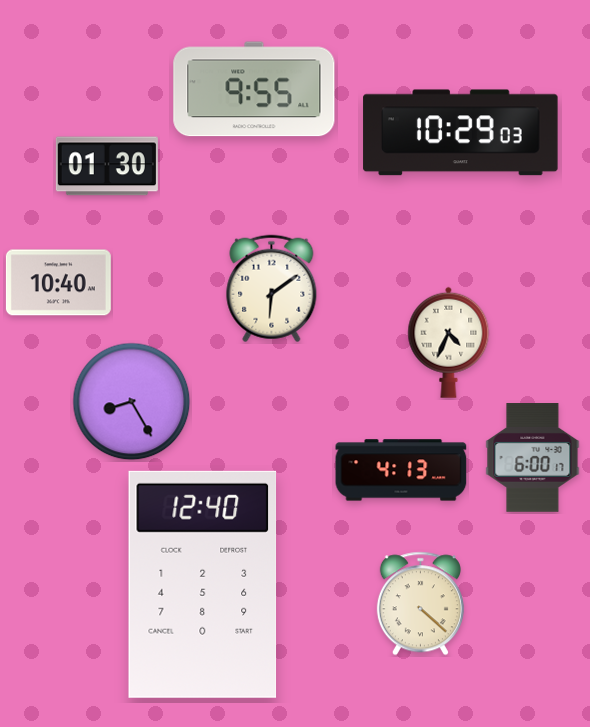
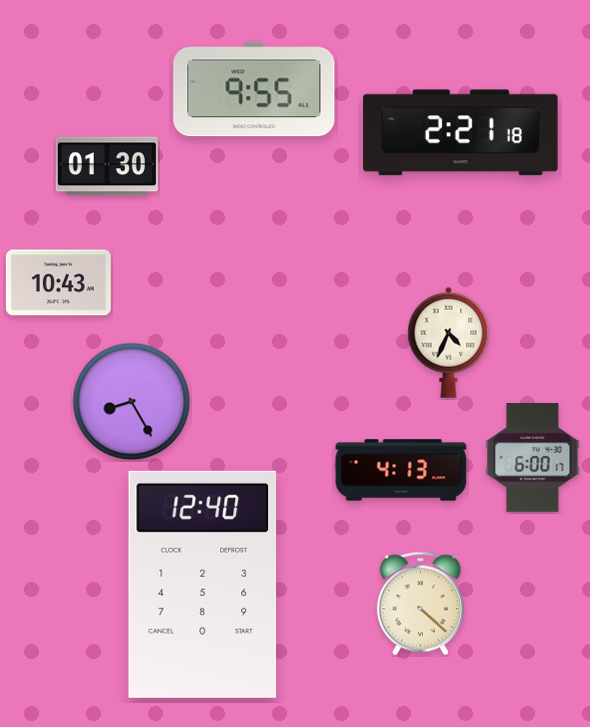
clock at (461, 133): 10:29 -> 2:21
clock at (58, 283): 10:40 -> 10:43
clock at (272, 289): 6:09 -> none
